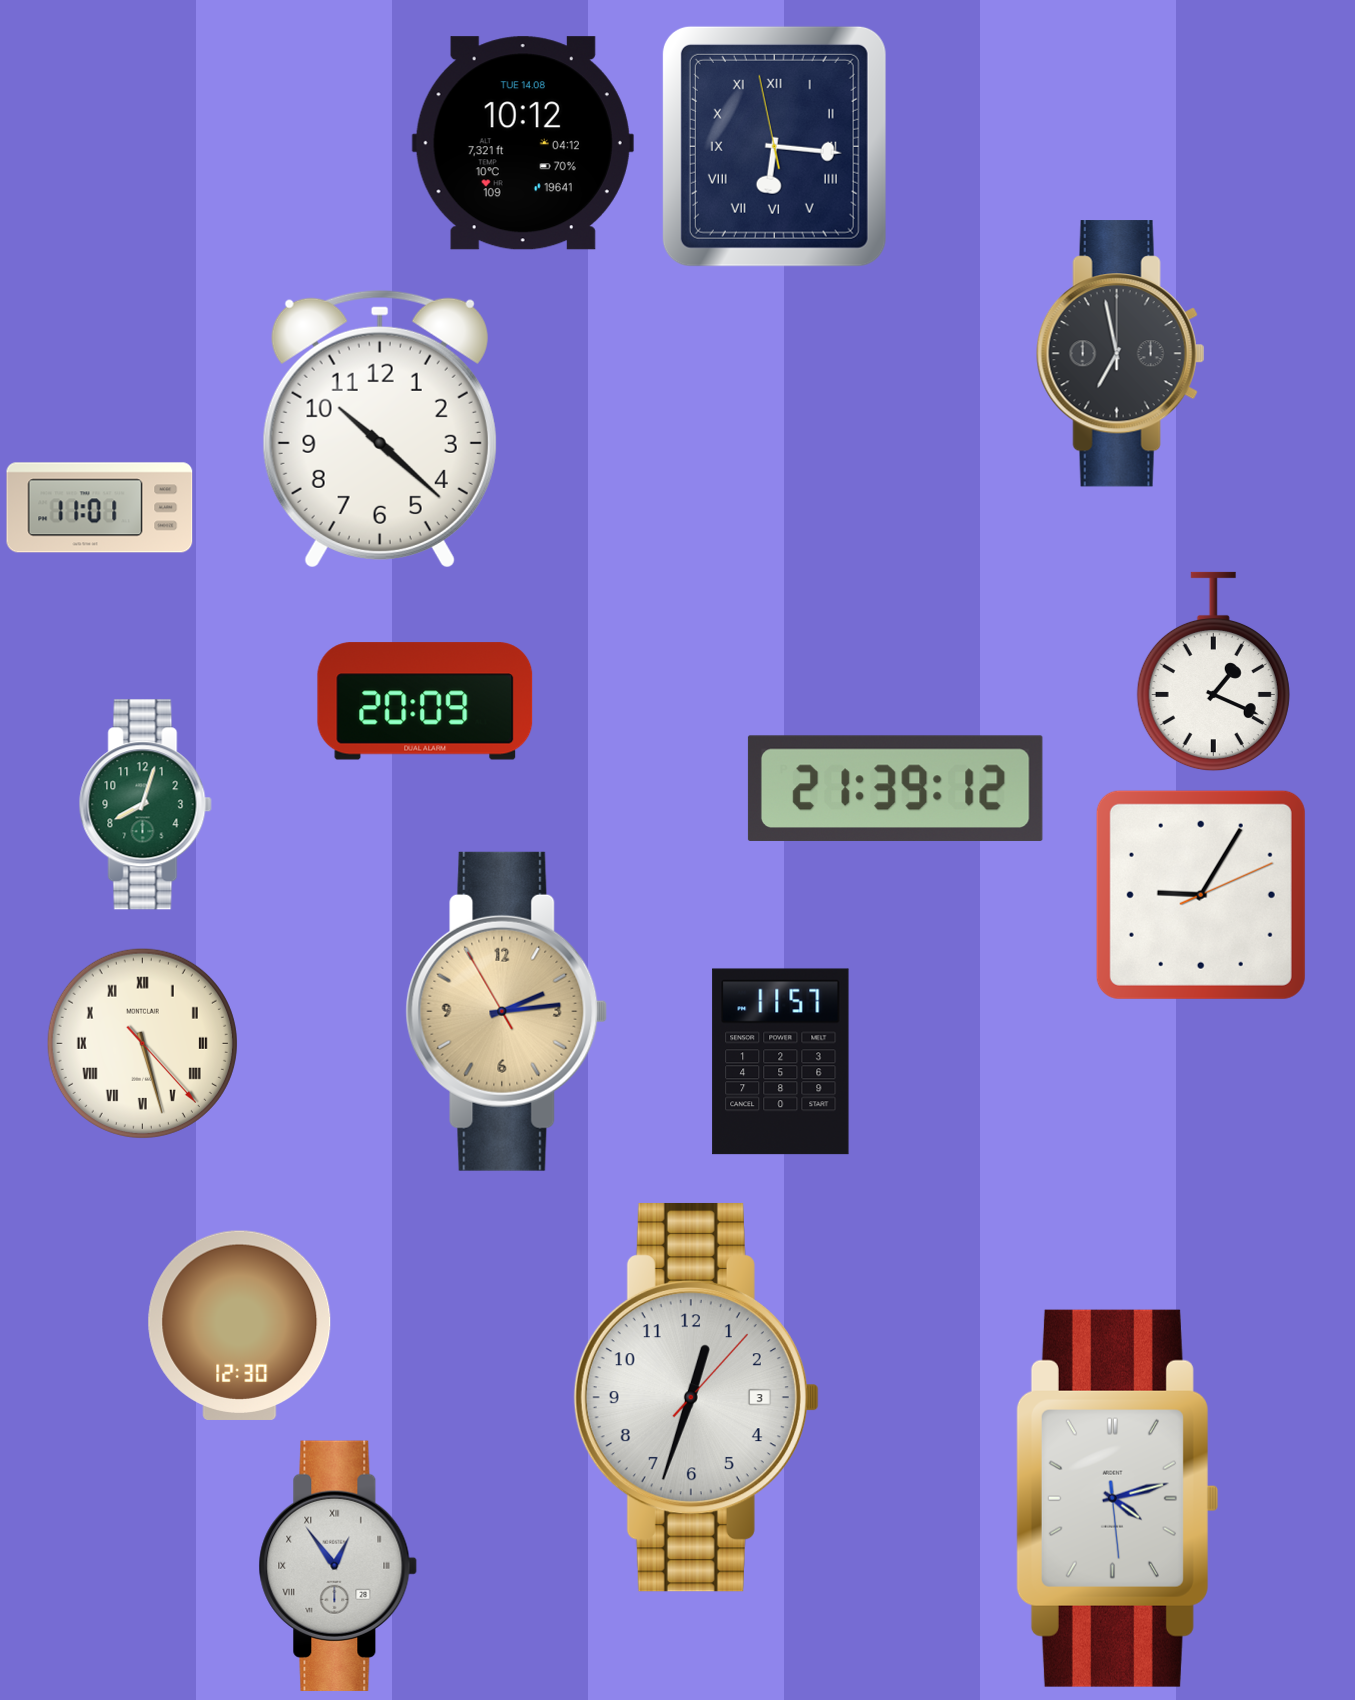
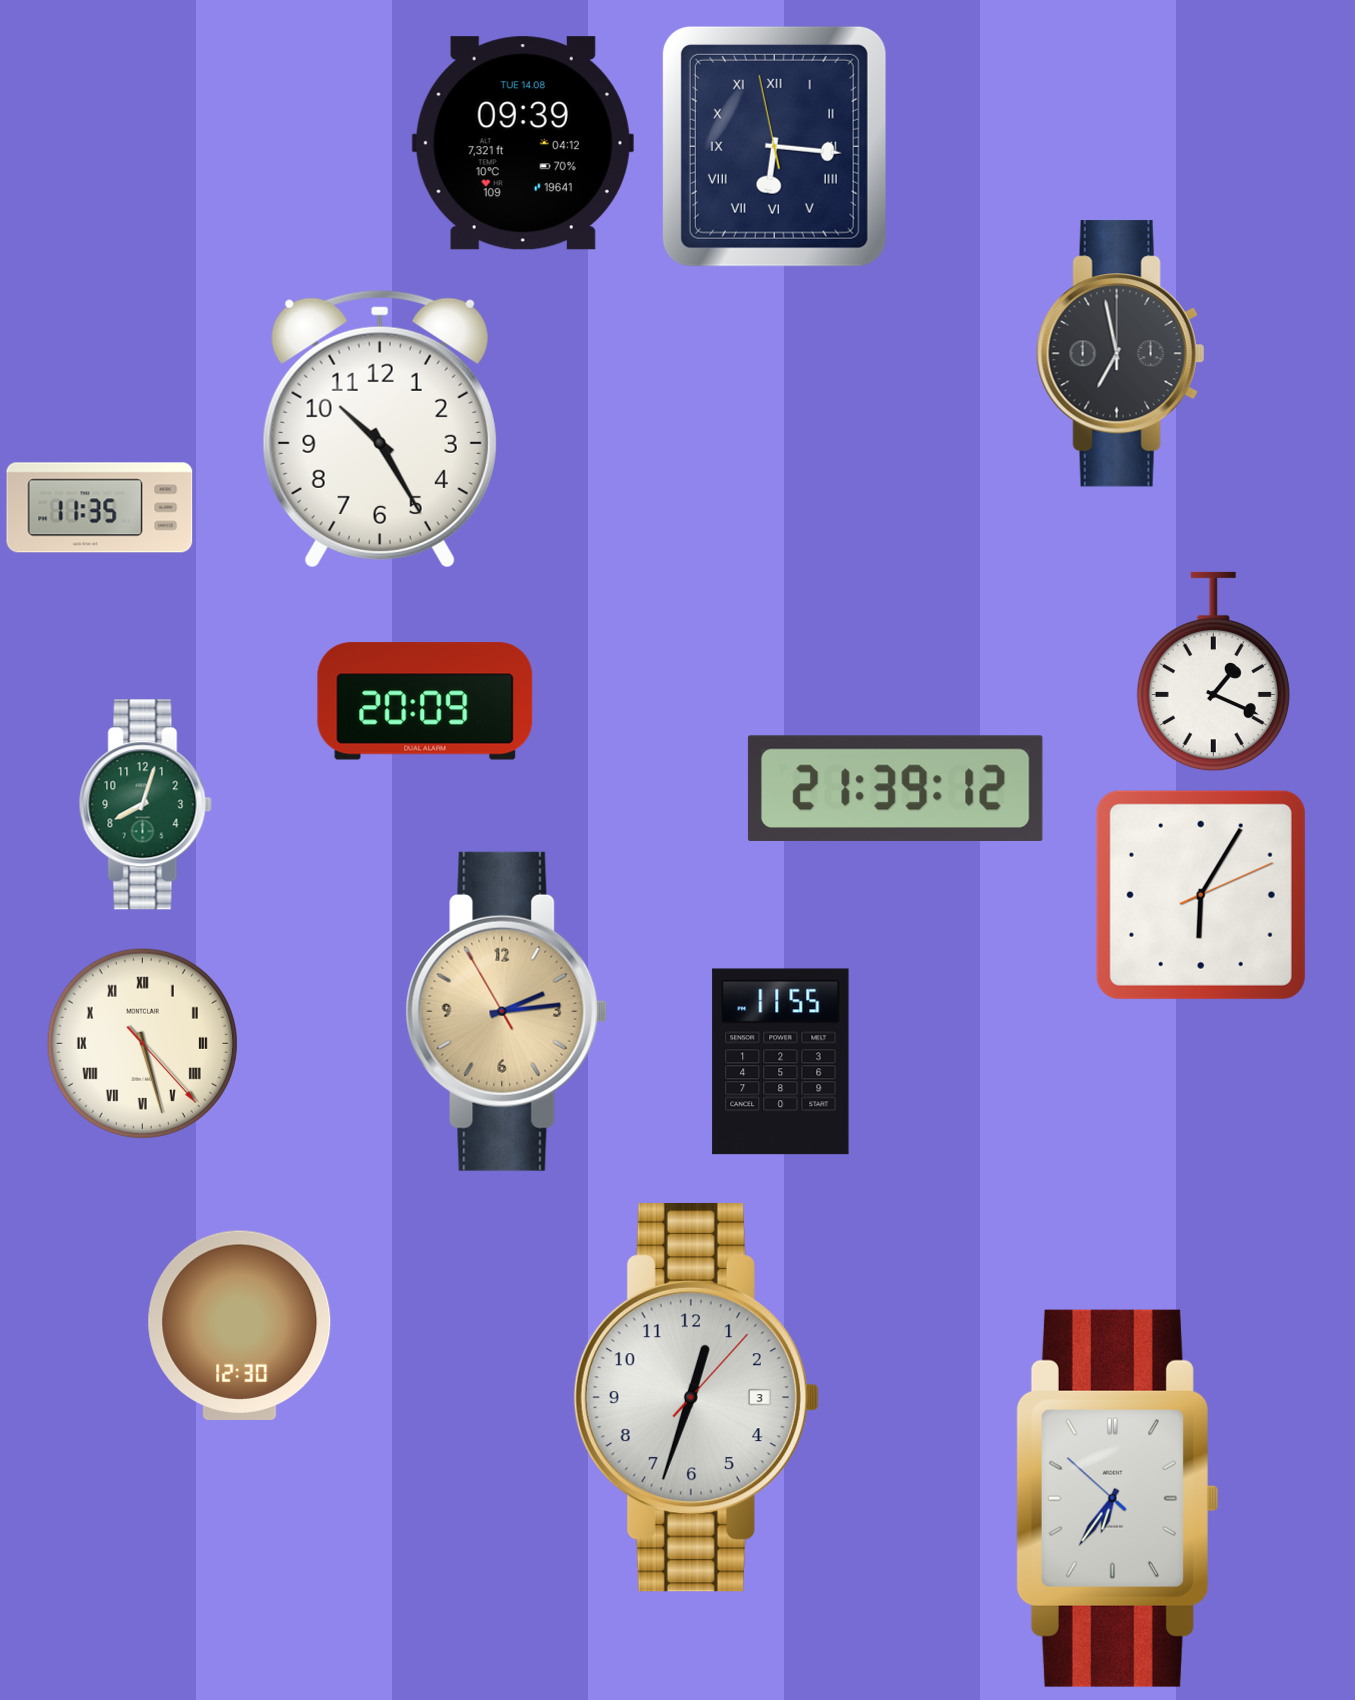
clock at (523, 143): 10:12 -> 09:39
clock at (380, 429): 10:22 -> 10:25
clock at (100, 508): 11:01 -> 11:35
clock at (1201, 895): 9:05 -> 6:05
clock at (781, 1062): 11:57 -> 11:55
clock at (1117, 1498): 4:12 -> 6:35
clock at (338, 1566): 12:54 -> none
